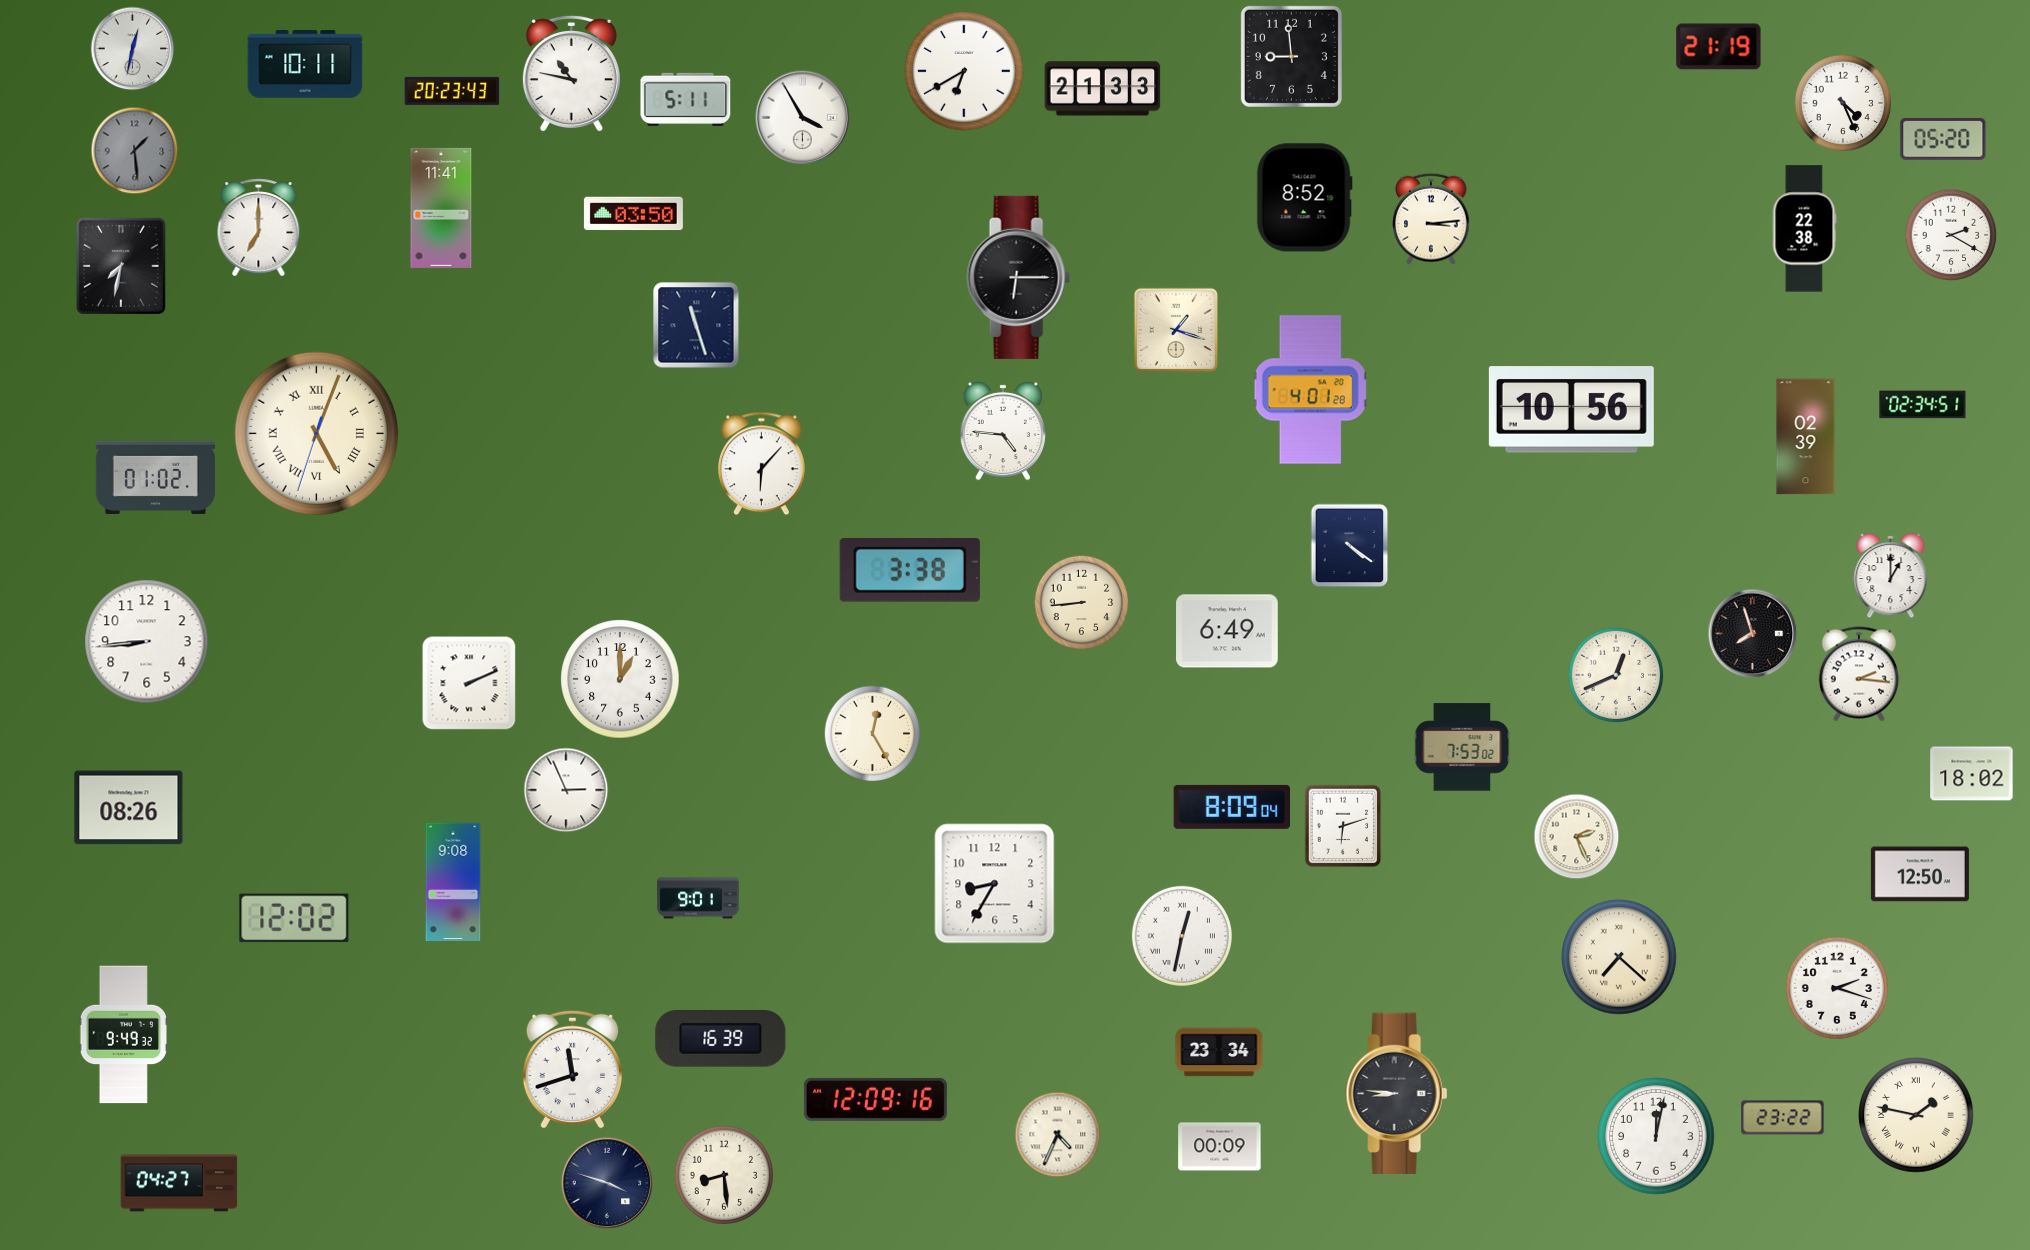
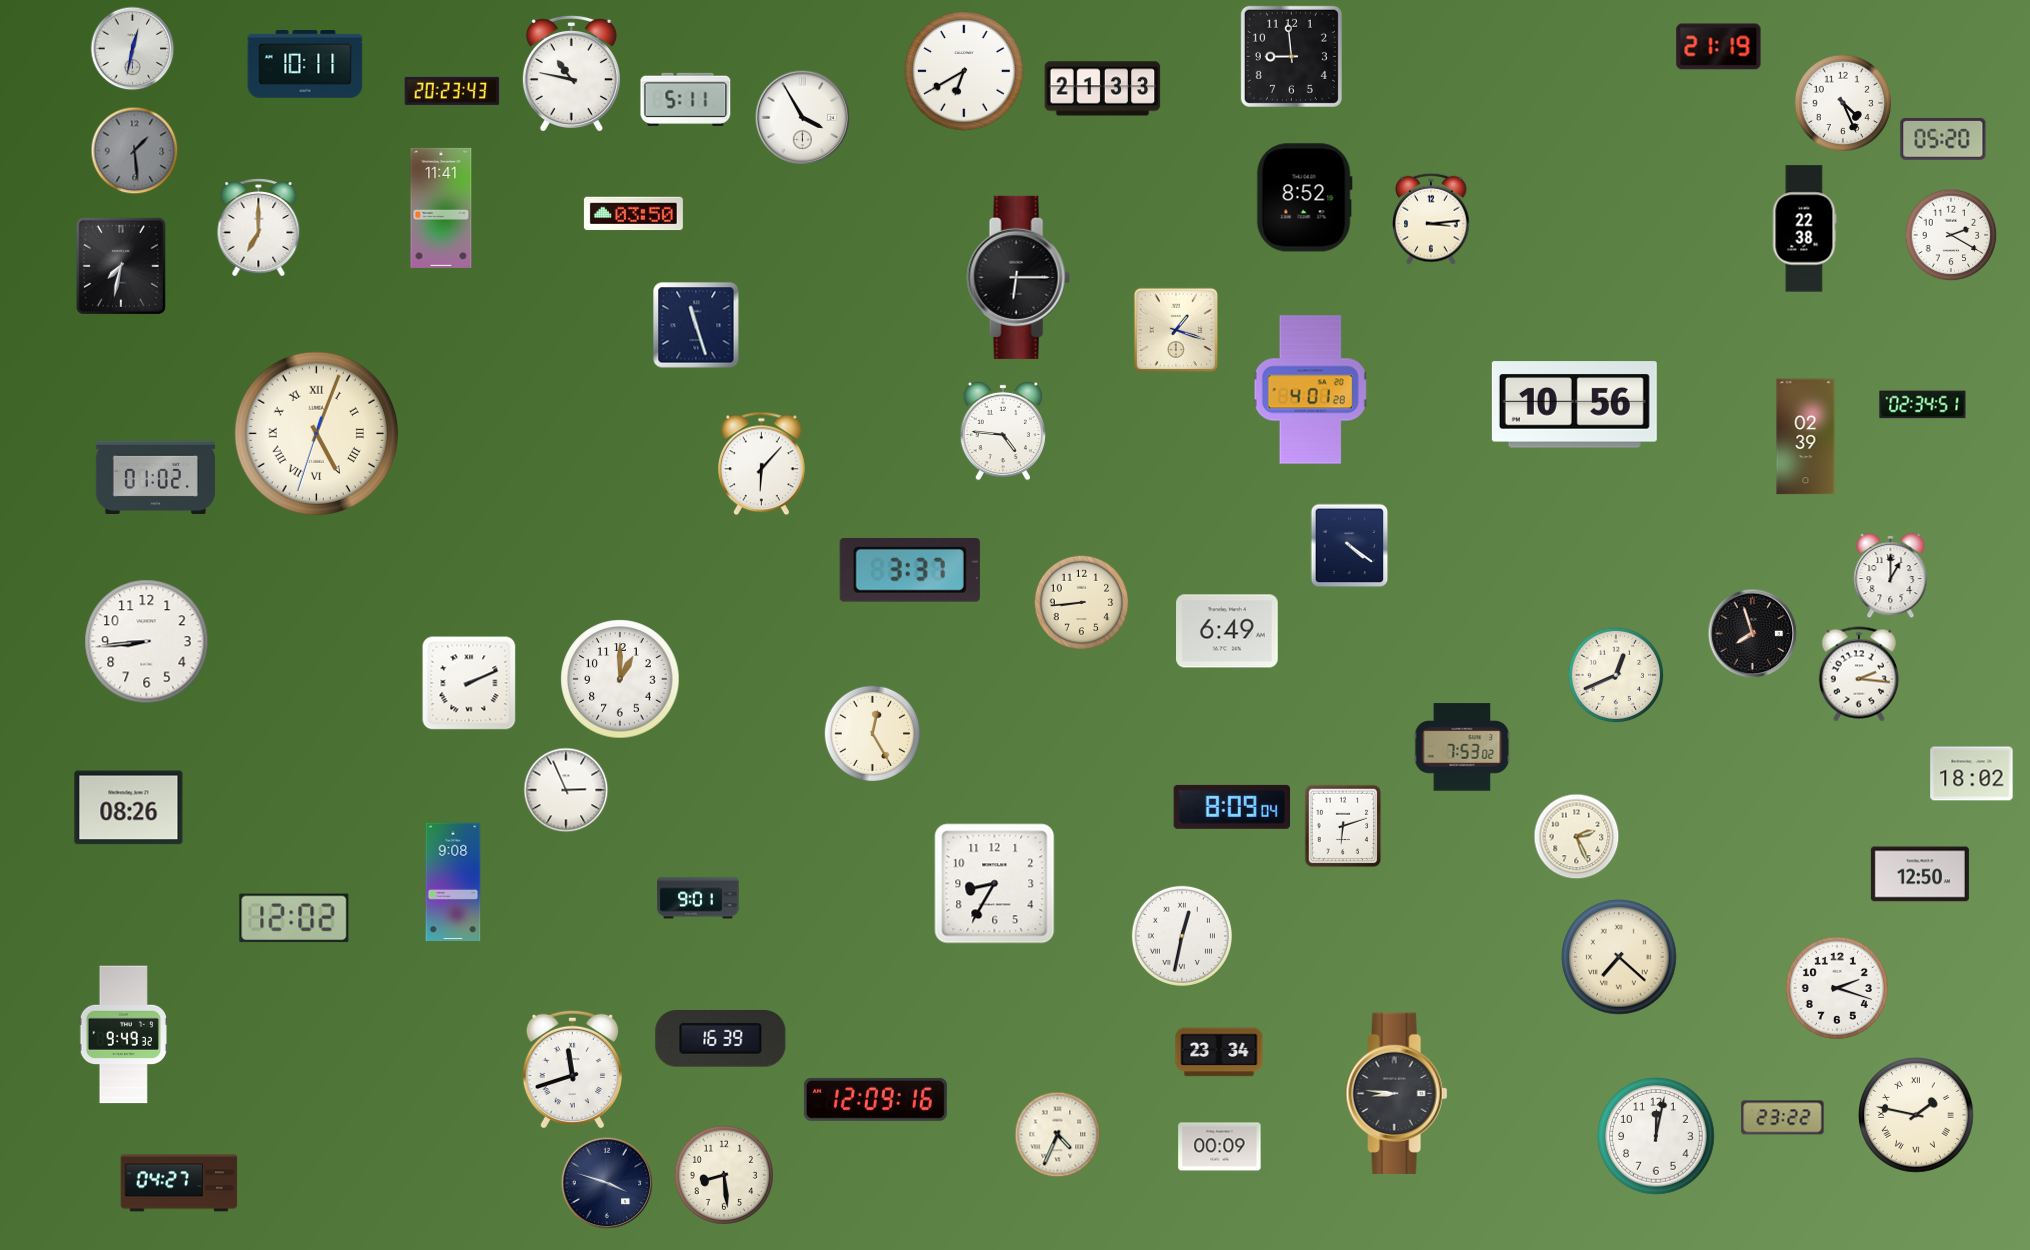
clock at (1571, 410) position: (1571, 410) -> (1574, 405)
clock at (910, 571): 3:38 -> 3:37
